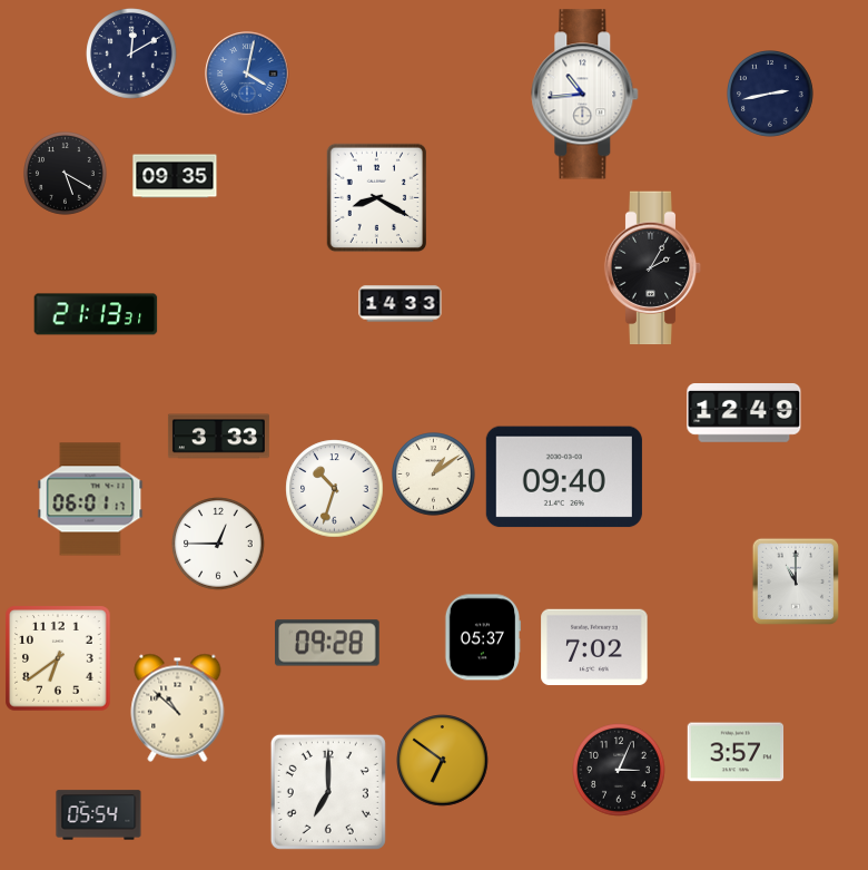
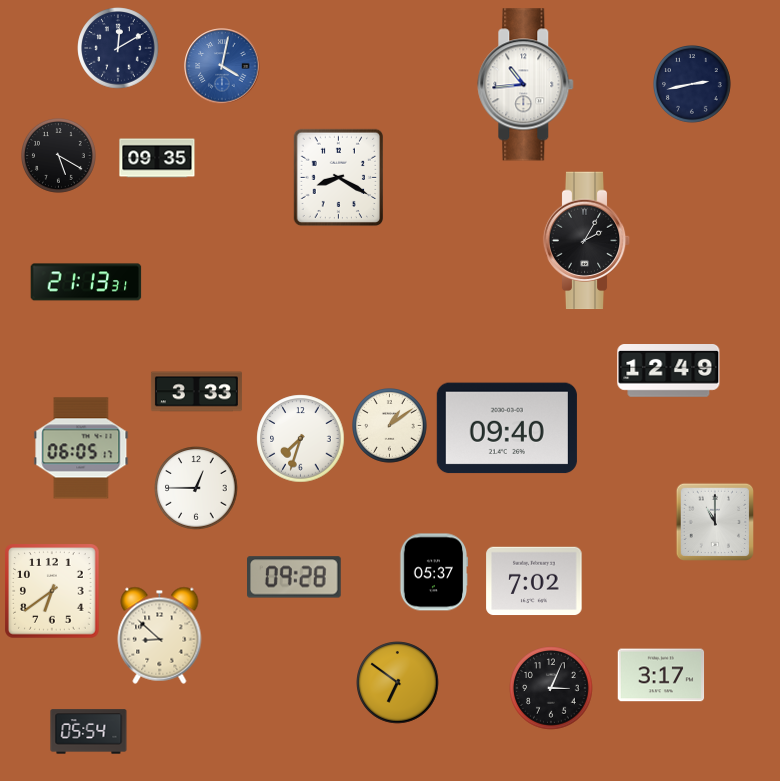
clock at (401, 304): 14:33 -> none
clock at (335, 489): 10:33 -> 7:33
clock at (90, 499): 06:01 -> 06:05
clock at (178, 707): 10:52 -> 8:52
clock at (736, 752): 3:57 -> 3:17
clock at (619, 770) position: (619, 770) -> (551, 688)
clock at (328, 792): 7:00 -> none
